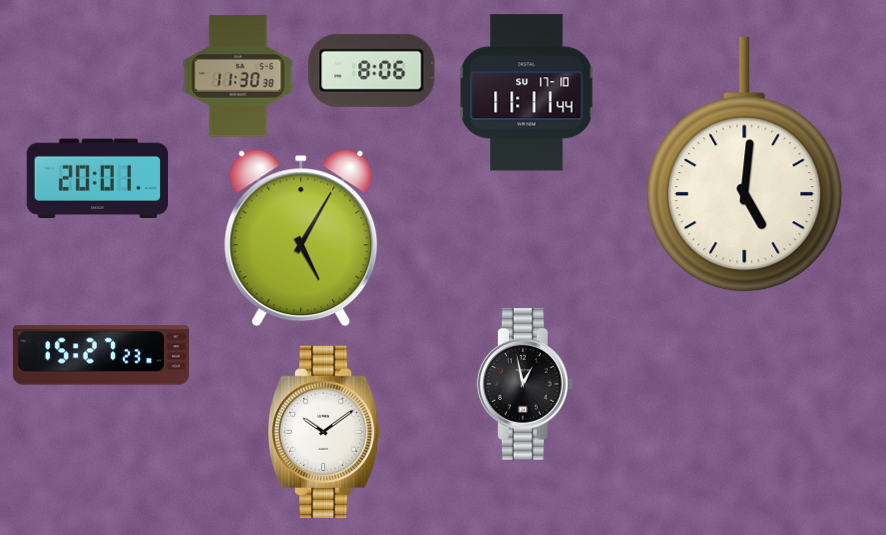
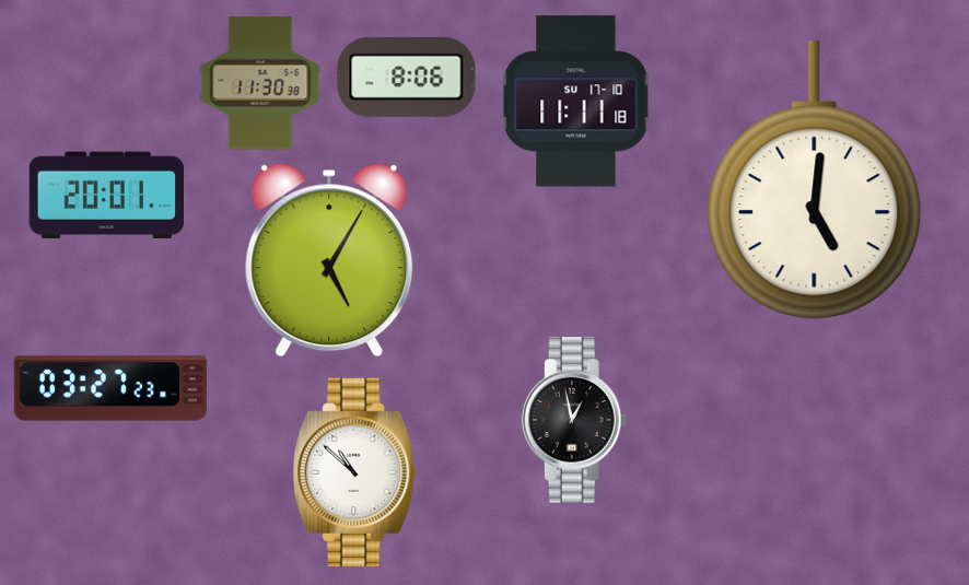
clock at (527, 93): 11:11:44 -> 11:11:18
clock at (101, 355): 15:27 -> 03:27
clock at (324, 432): 10:09 -> 10:52
